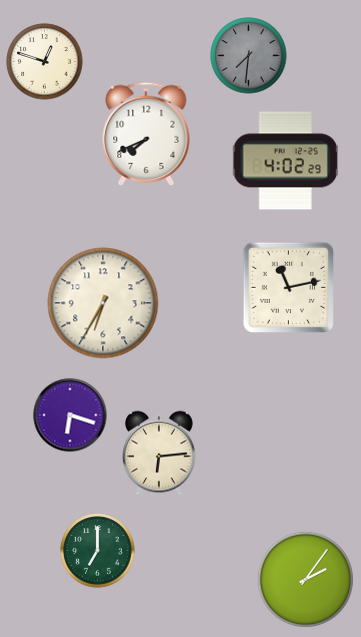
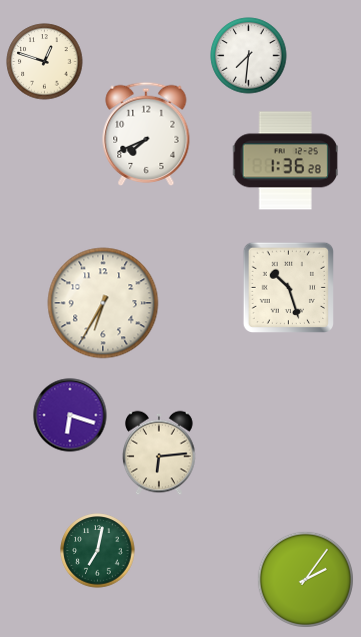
clock at (249, 56) dial: grey -> white
clock at (285, 161): 4:02 -> 1:36
clock at (288, 287): 11:13 -> 10:27
clock at (98, 551): 7:00 -> 7:02
